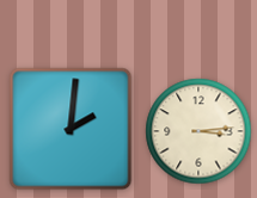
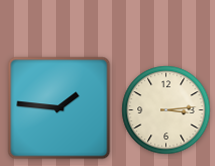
clock at (71, 129): 2:01 -> 1:46
